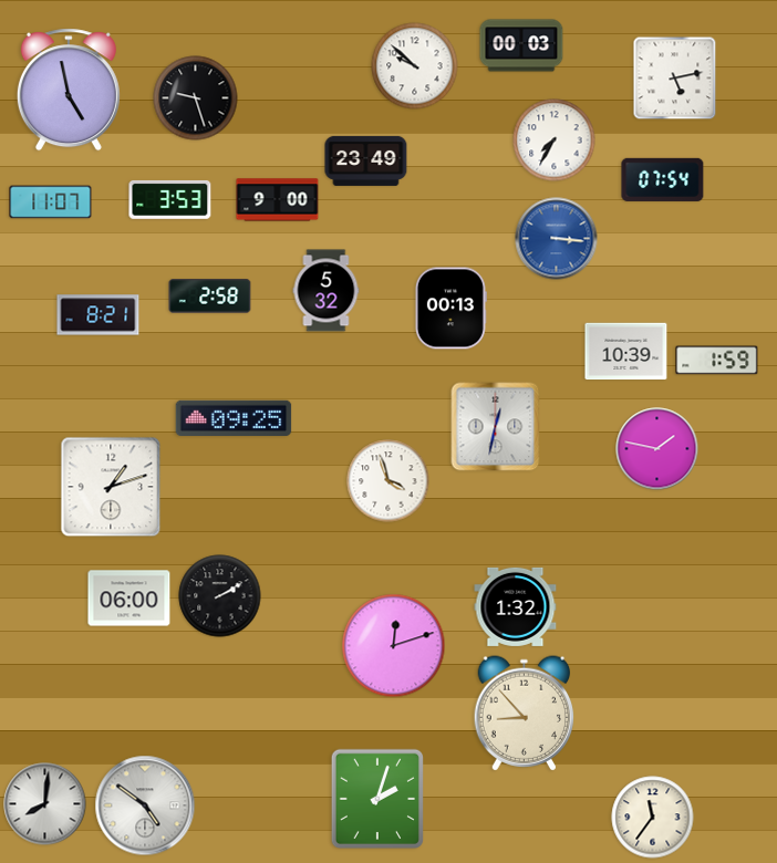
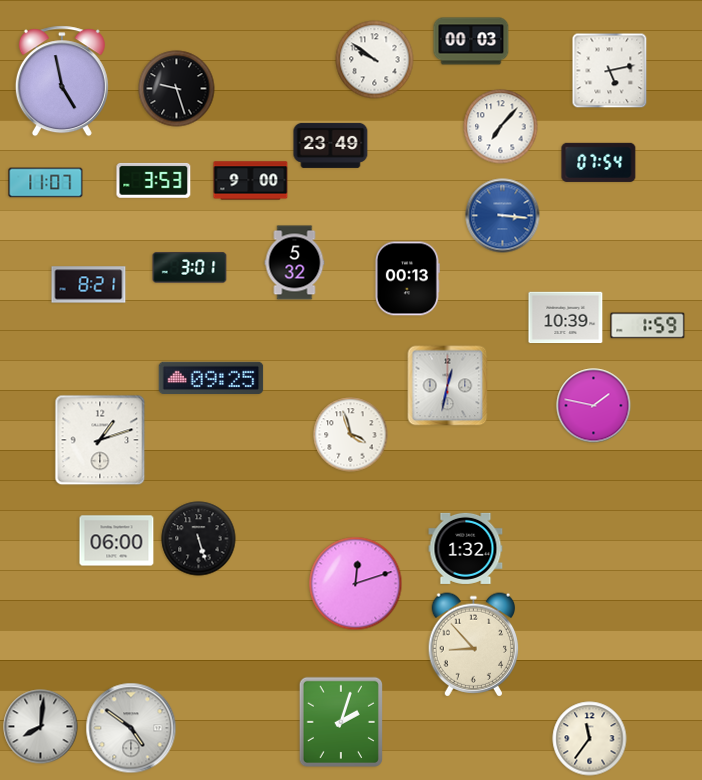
clock at (415, 66): 9:52 -> 9:51
clock at (555, 141): 7:35 -> 7:07
clock at (210, 297): 2:58 -> 3:01
clock at (220, 596): 2:10 -> 5:27
